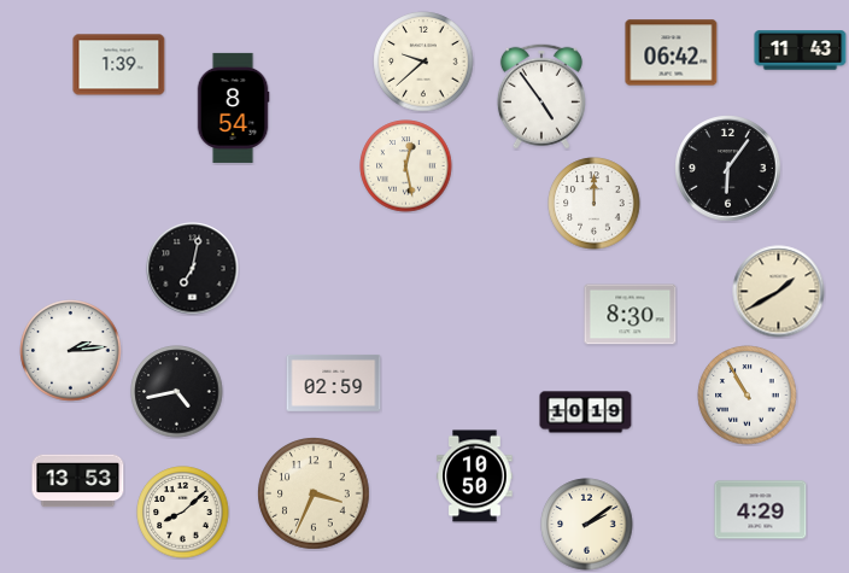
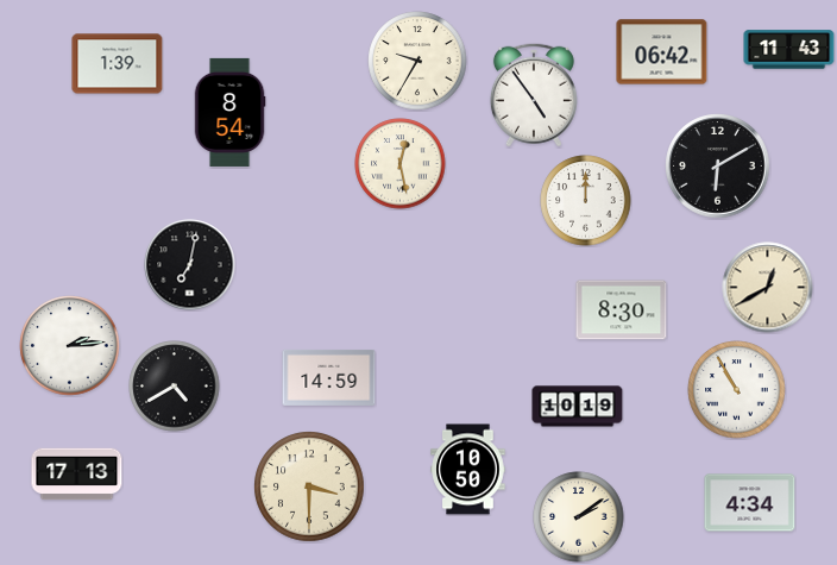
clock at (423, 62): 9:38 -> 9:35
clock at (233, 107) position: (233, 107) -> (229, 112)
clock at (728, 169): 6:06 -> 6:10
clock at (779, 292): 1:40 -> 12:40
clock at (334, 382): 02:59 -> 14:59
clock at (177, 392): 4:43 -> 4:40
clock at (78, 481): 13:53 -> 17:13
clock at (314, 493): 3:34 -> 3:30
clock at (761, 510): 4:29 -> 4:34
clock at (183, 513): 8:08 -> none
